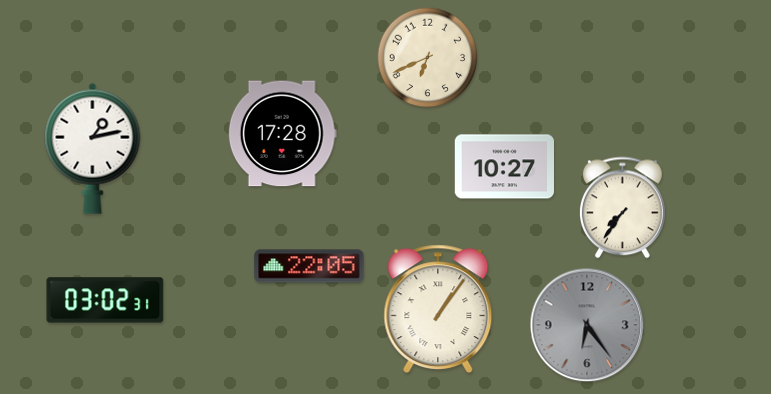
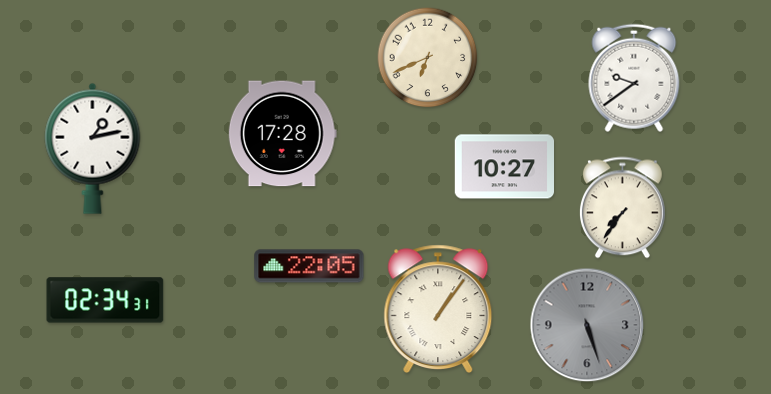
clock at (634, 78): none -> 9:39
clock at (105, 300): 03:02 -> 02:34
clock at (587, 325): 6:24 -> 5:27
